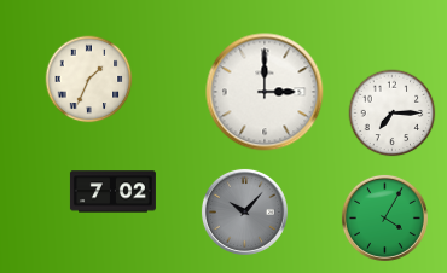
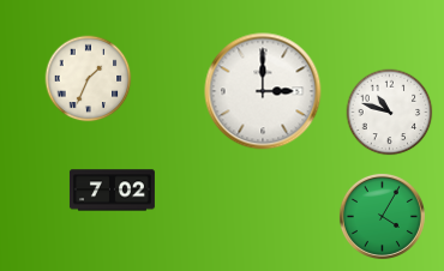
clock at (393, 114): 7:15 -> 10:48
clock at (244, 211): 10:07 -> none
